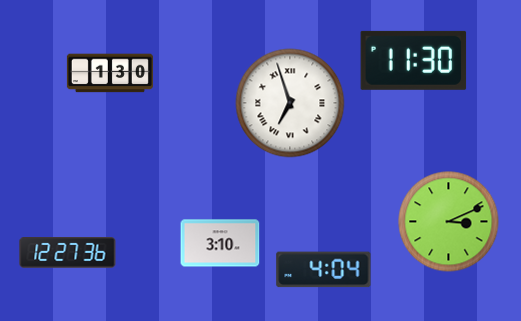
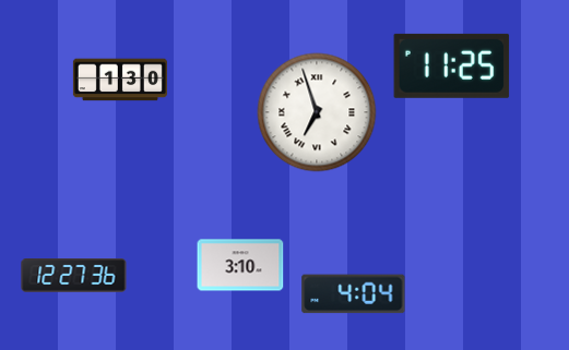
clock at (414, 60): 11:30 -> 11:25
clock at (449, 222): 3:11 -> none
